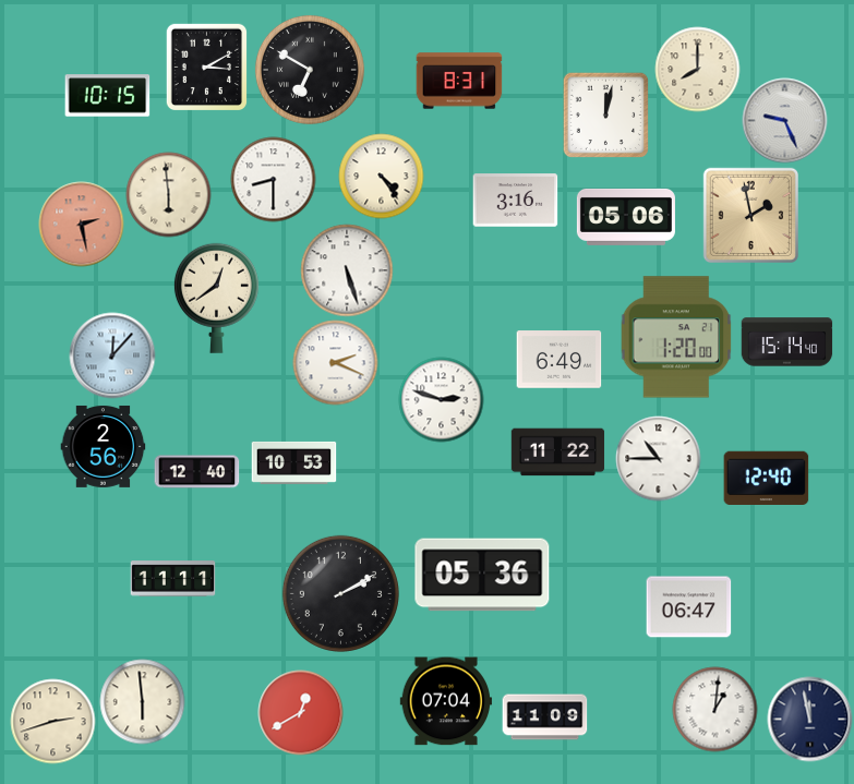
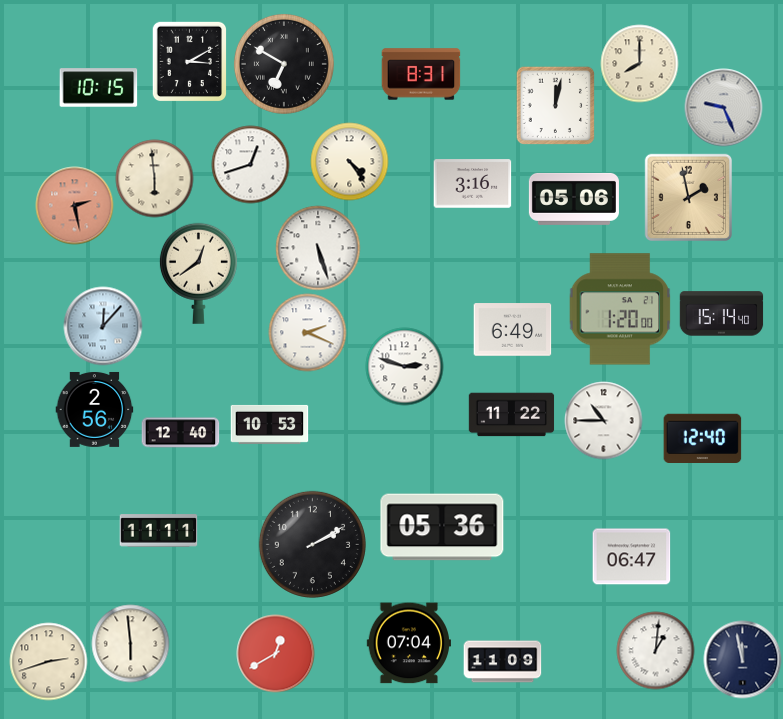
clock at (784, 120) position: (784, 120) -> (723, 107)
clock at (273, 179): 8:30 -> 12:42
clock at (544, 717) position: (544, 717) -> (502, 662)
